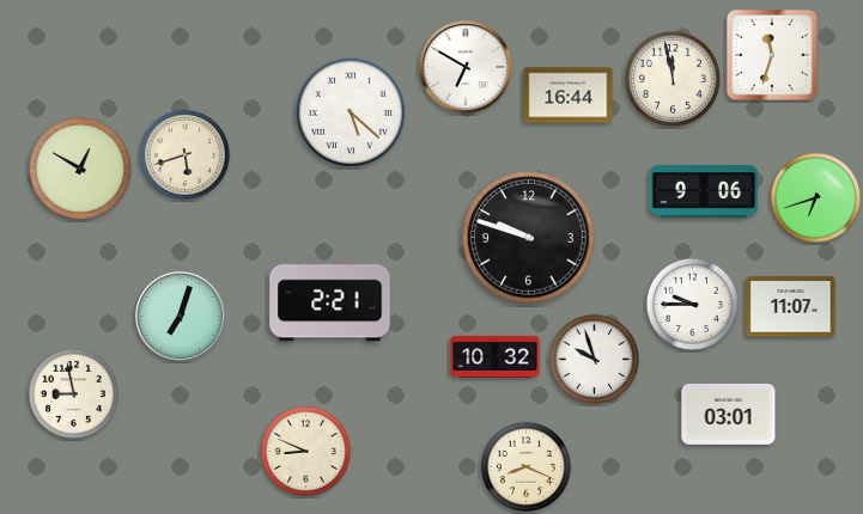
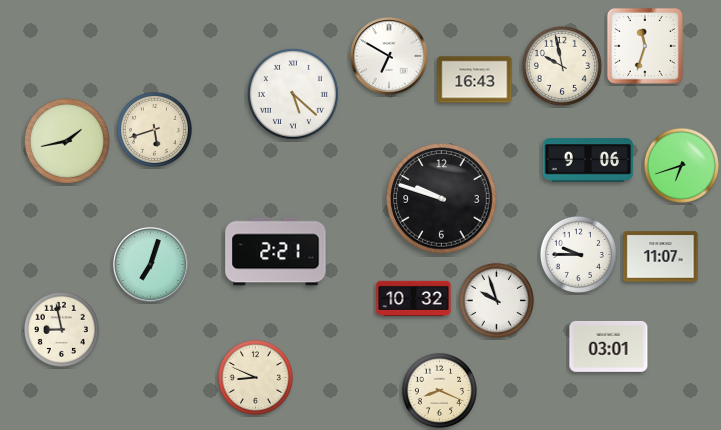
clock at (673, 79): 11:58 -> 9:58
clock at (569, 96): 16:44 -> 16:43
clock at (80, 169): 12:50 -> 1:43
